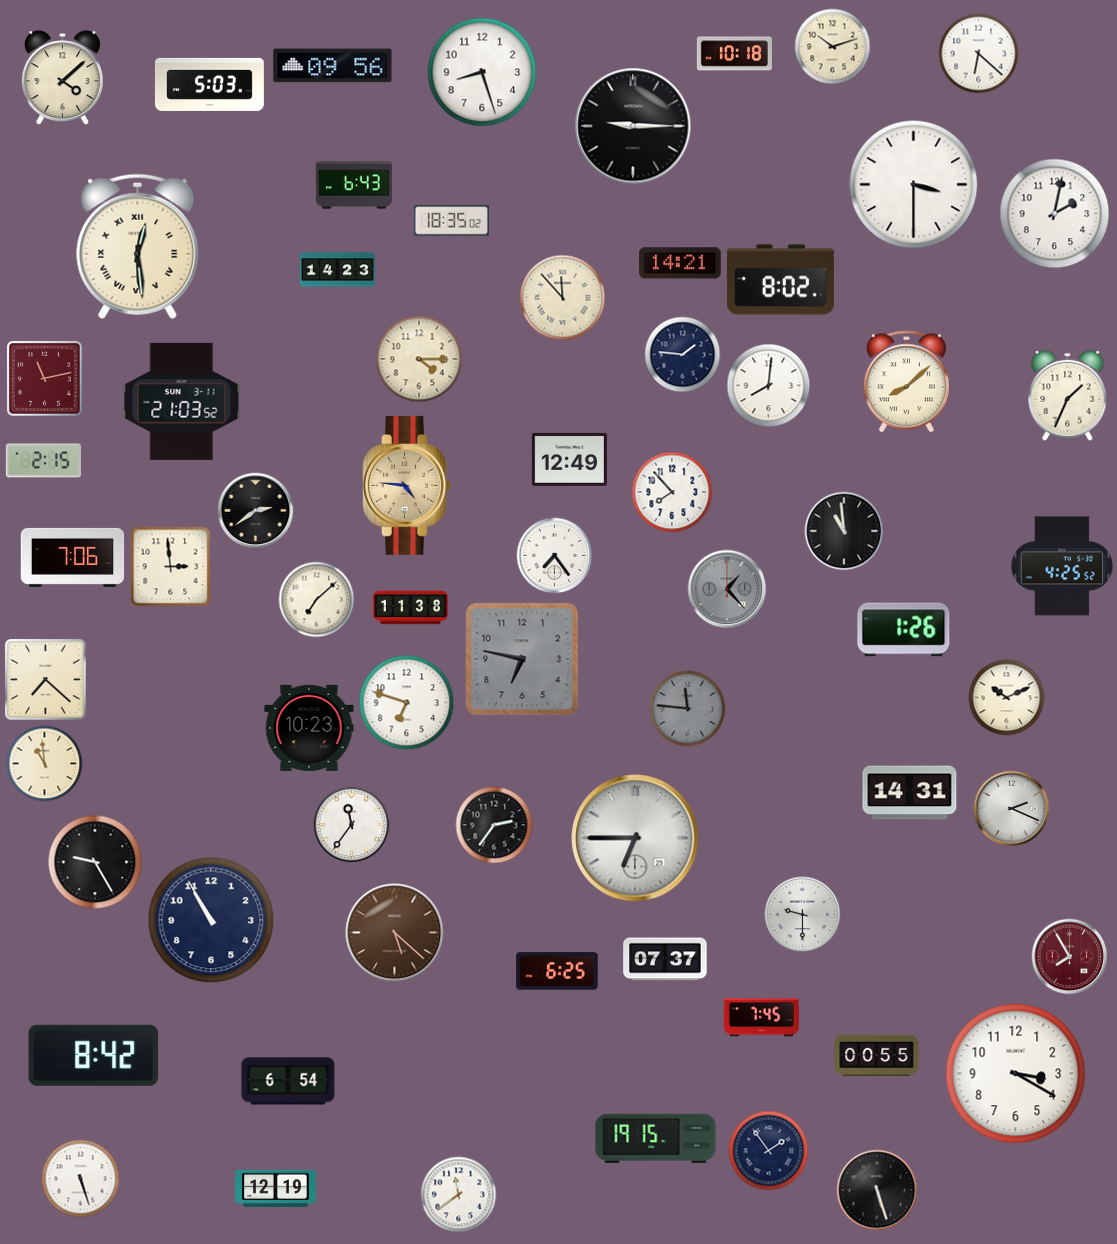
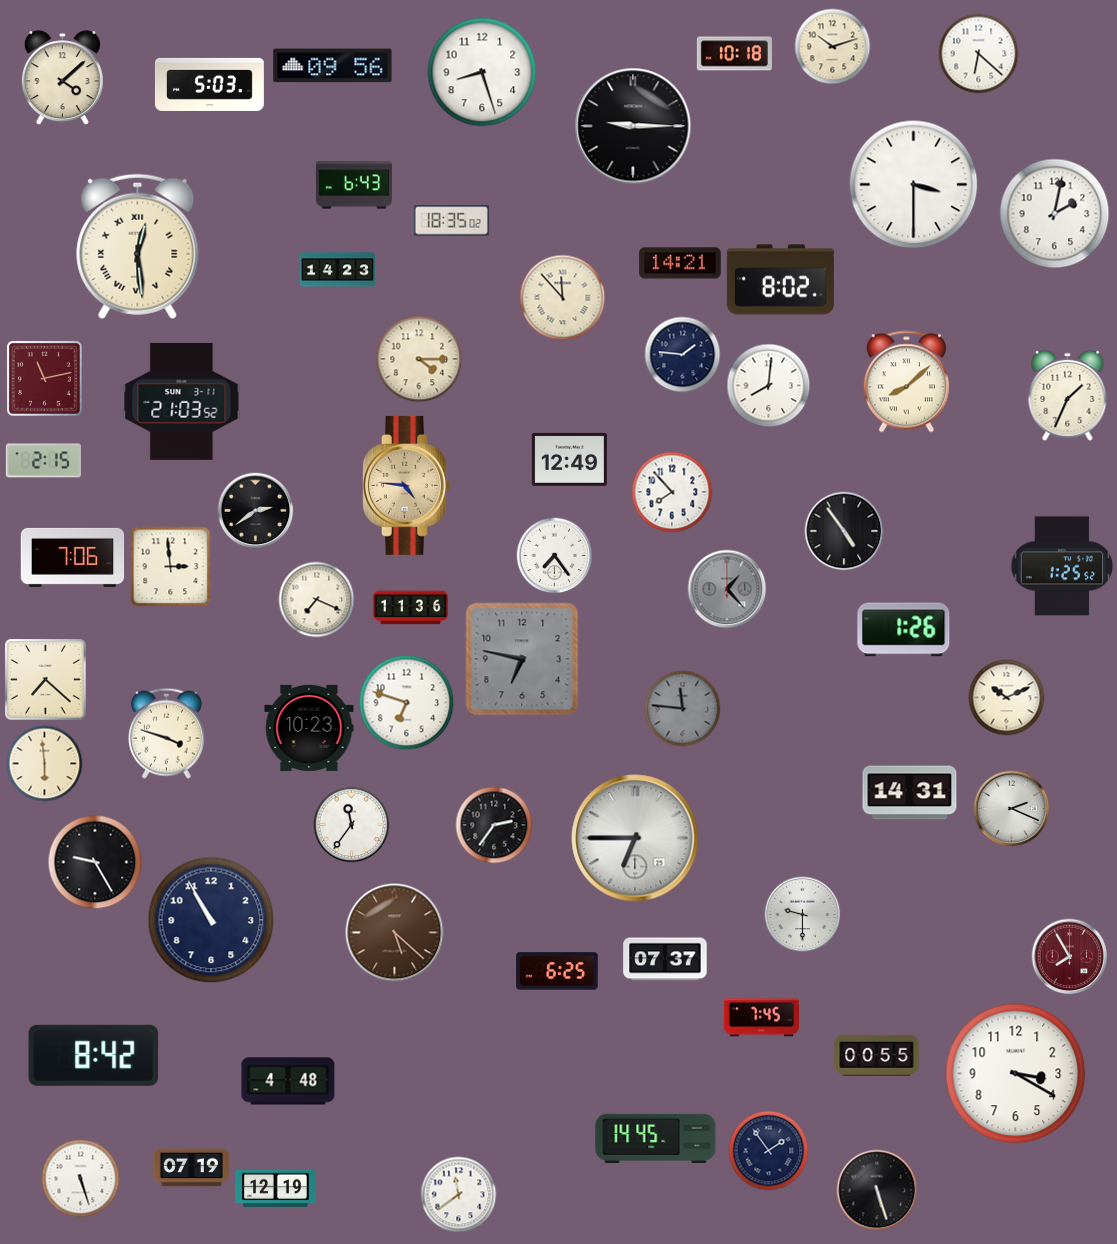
clock at (844, 531): 10:59 -> 4:54
clock at (1062, 566): 4:25 -> 1:25
clock at (317, 600): 7:08 -> 7:19
clock at (410, 608): 11:38 -> 11:36
clock at (688, 709) position: (688, 709) -> (683, 709)
clock at (166, 733): none -> 3:48
clock at (45, 764): 10:59 -> 5:59
clock at (288, 1081): 6:54 -> 4:48
clock at (656, 1138): 19:15 -> 14:45
clock at (191, 1168): none -> 07:19
